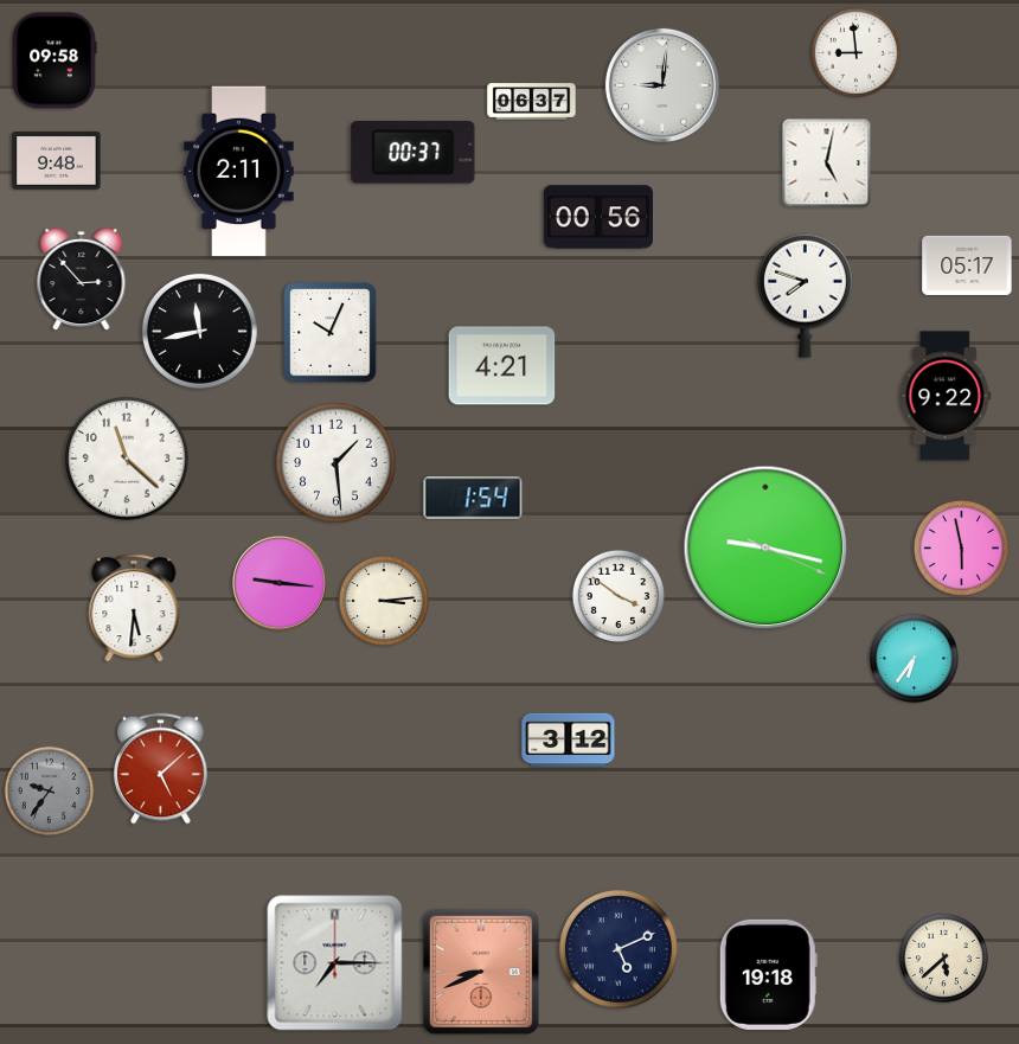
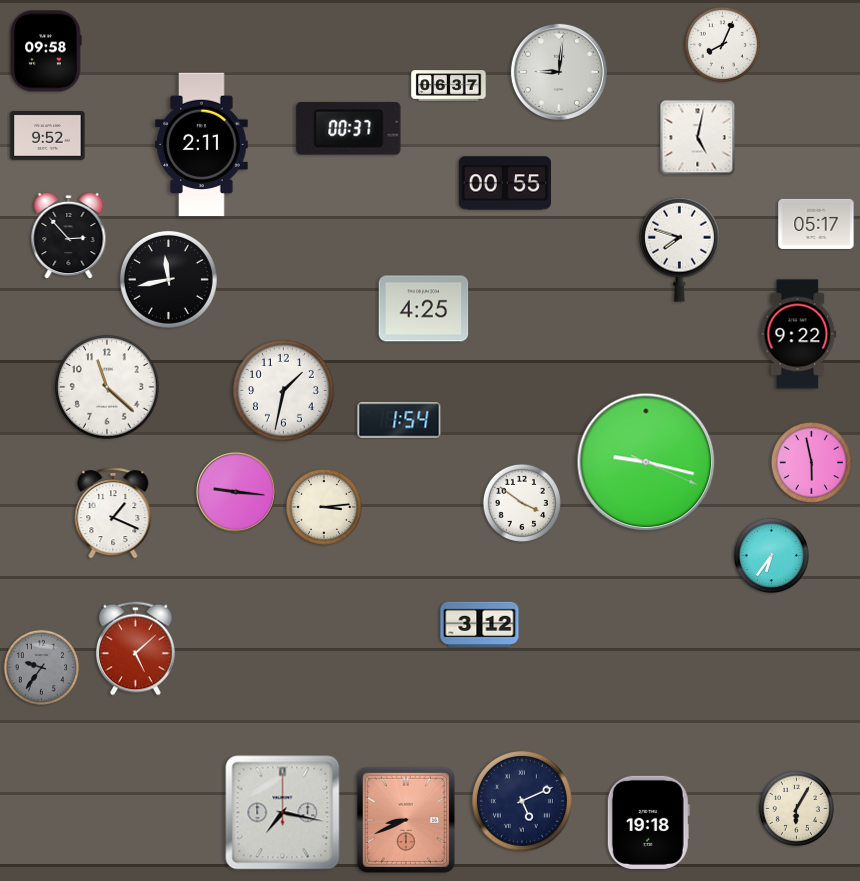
clock at (855, 52): 8:59 -> 8:04
clock at (57, 161): 9:48 -> 9:52
clock at (597, 217): 00:56 -> 00:55
clock at (331, 333): 10:04 -> none
clock at (502, 366): 4:21 -> 4:25
clock at (335, 462): 1:29 -> 1:32
clock at (134, 608): 5:31 -> 1:19
clock at (943, 957): 5:38 -> 6:05
clock at (335, 963): 7:15 -> 7:17
